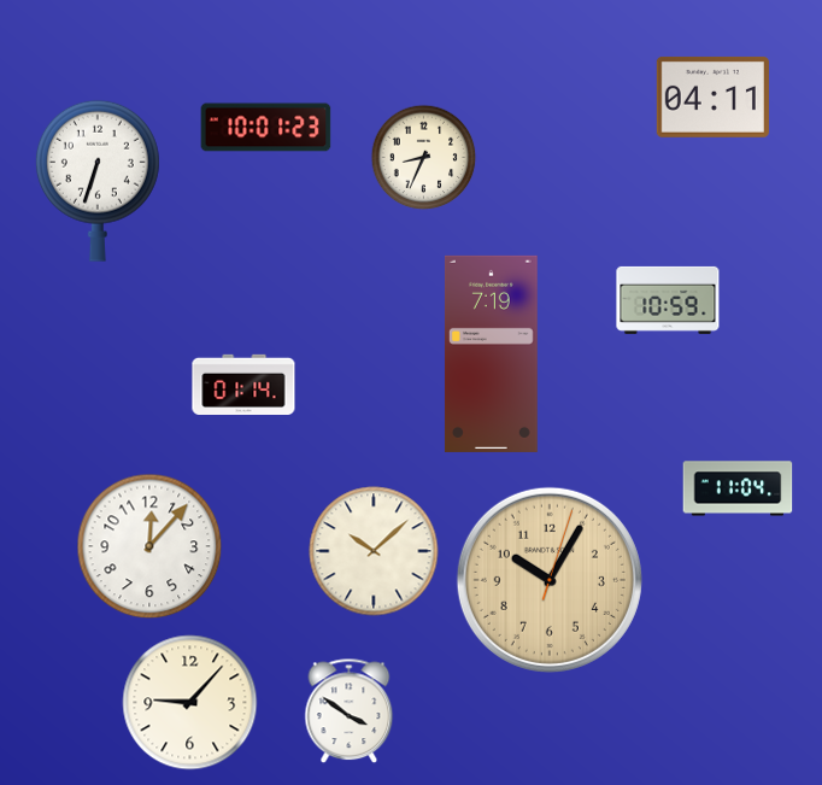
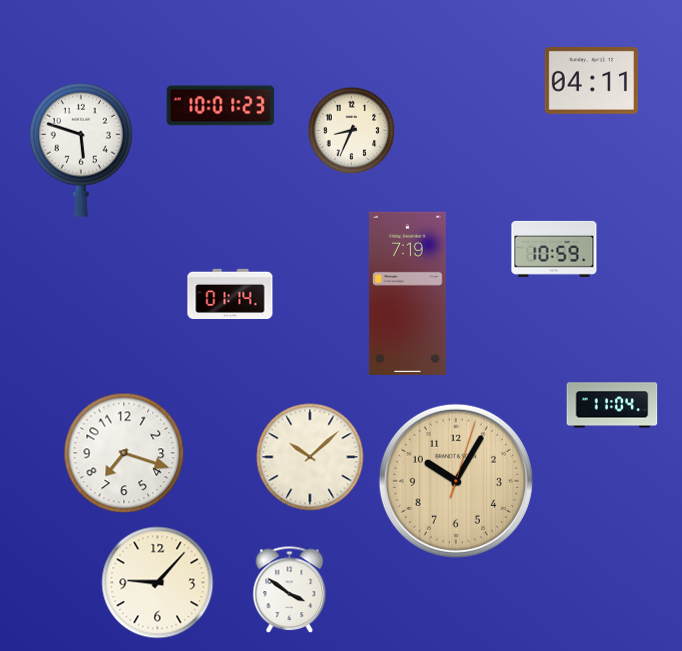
clock at (98, 181): 6:33 -> 5:48
clock at (243, 383) position: (243, 383) -> (230, 293)
clock at (149, 546): 12:07 -> 7:18
